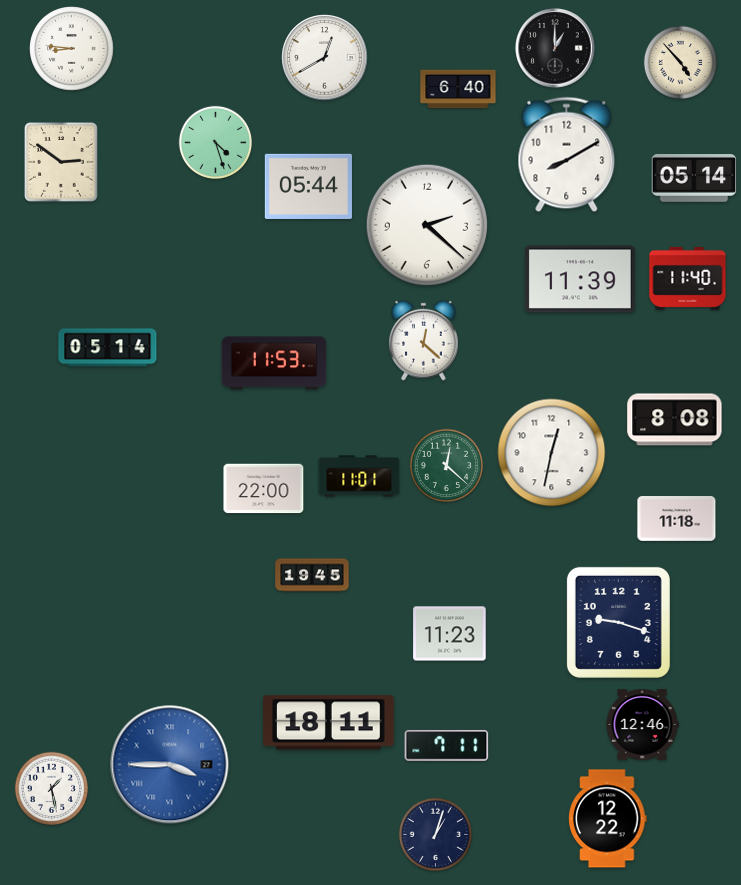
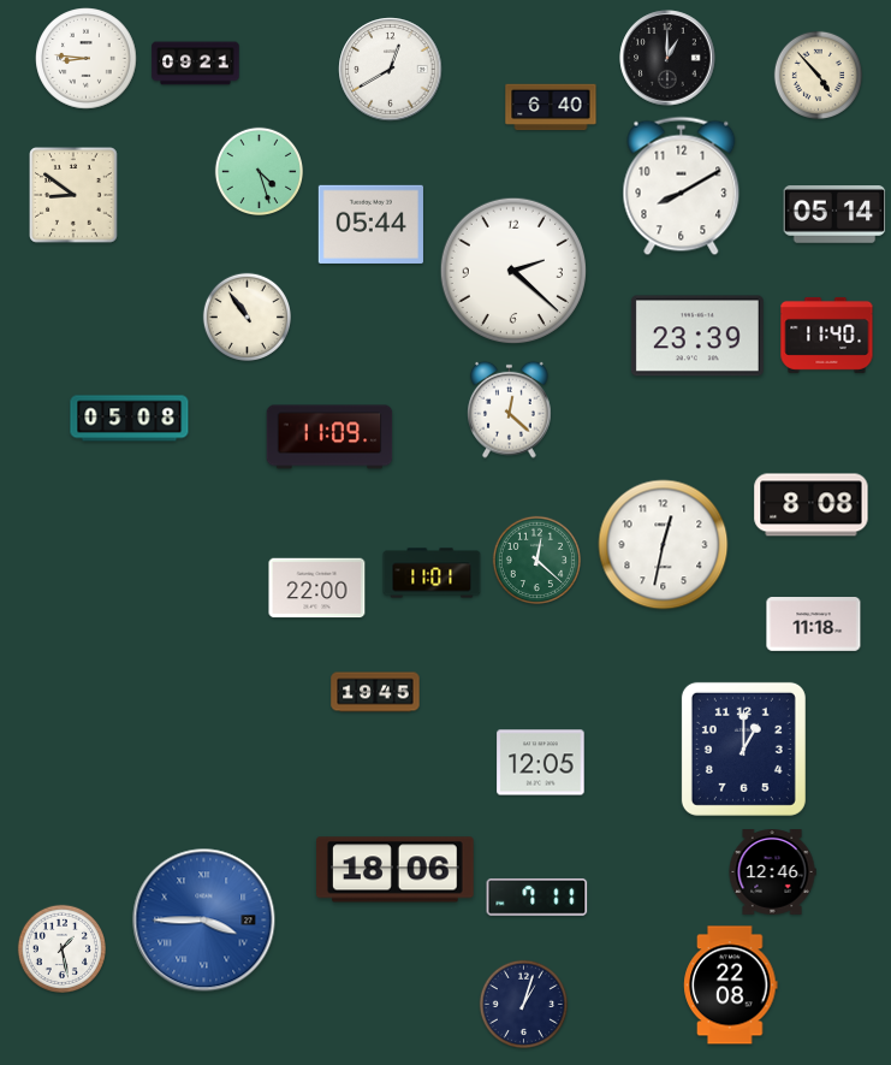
clock at (196, 64): none -> 09:21
clock at (61, 162): 2:51 -> 8:51
clock at (246, 316): none -> 10:54
clock at (580, 279): 11:39 -> 23:39
clock at (108, 348): 05:14 -> 05:08
clock at (274, 363): 11:53 -> 11:09
clock at (618, 622): 9:18 -> 1:00
clock at (450, 634): 11:23 -> 12:05
clock at (329, 723): 18:11 -> 18:06
clock at (608, 819): 12:22 -> 22:08
